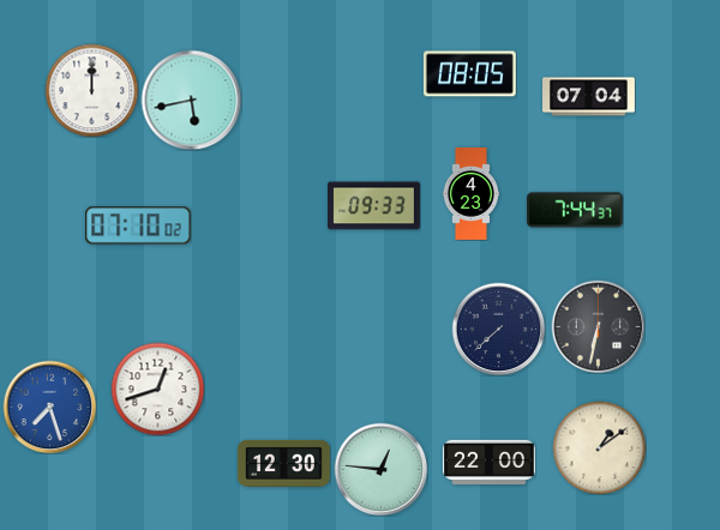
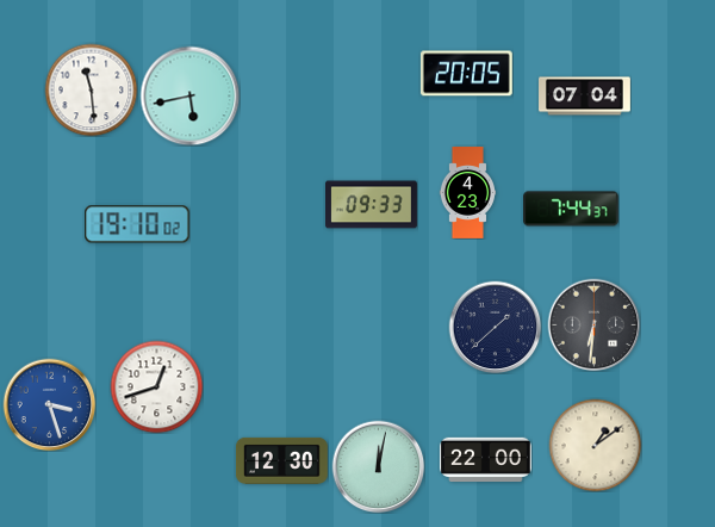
clock at (469, 74): 08:05 -> 20:05
clock at (91, 90): 12:00 -> 11:29
clock at (191, 100) position: (191, 100) -> (189, 95)
clock at (138, 225): 07:10 -> 19:10
clock at (598, 326): 6:32 -> 6:31
clock at (498, 329): 7:38 -> 1:38
clock at (49, 406): 7:27 -> 3:27
clock at (380, 469): 12:46 -> 12:02
